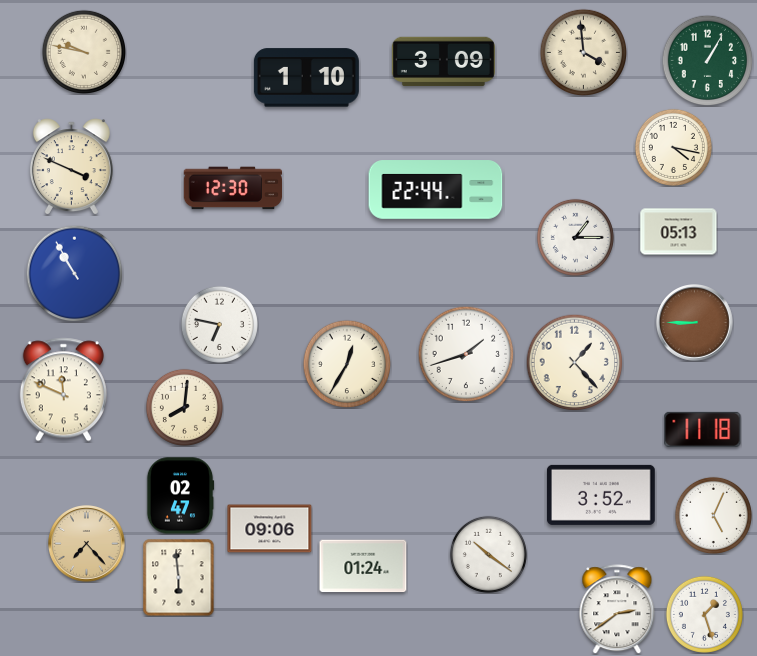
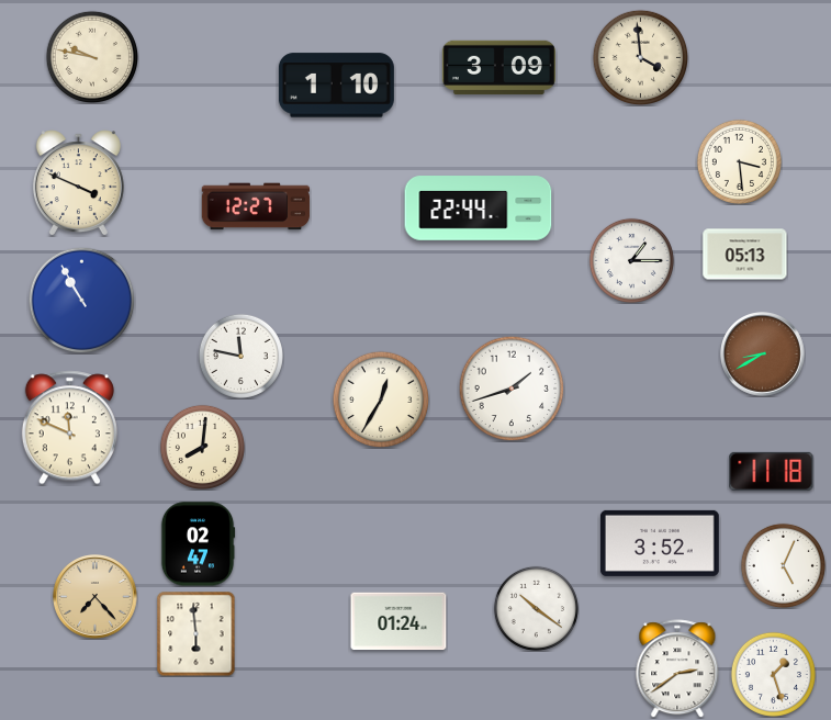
clock at (707, 60): 1:05 -> none
clock at (443, 62) position: (443, 62) -> (498, 68)
clock at (673, 147): 4:17 -> 3:29
clock at (233, 188): 12:30 -> 12:27
clock at (695, 323): 8:45 -> 8:40
clock at (219, 324): 6:47 -> 11:47
clock at (574, 362): 1:23 -> none
clock at (270, 529): 09:06 -> none
